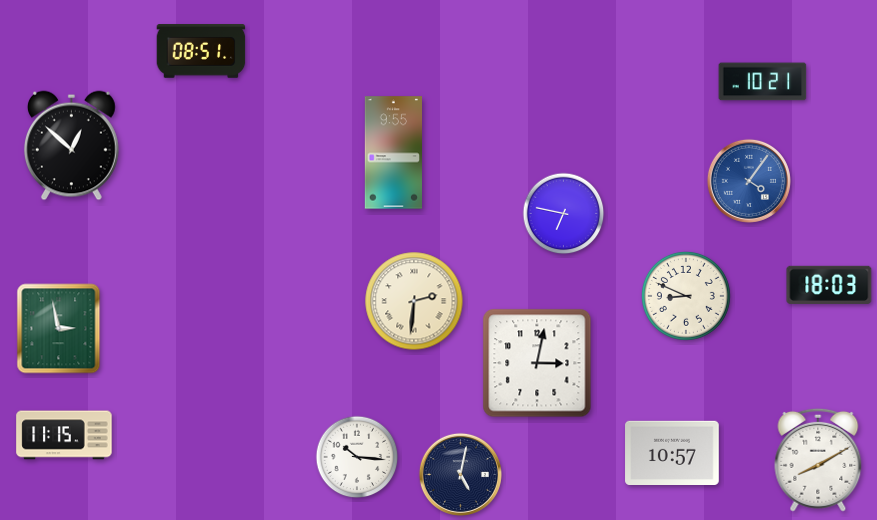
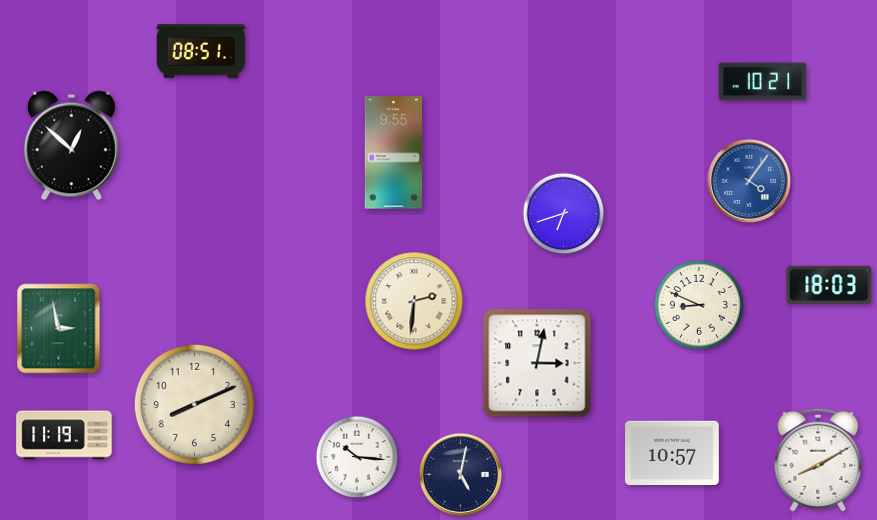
clock at (564, 214): 6:47 -> 6:42
clock at (686, 296) position: (686, 296) -> (699, 305)
clock at (194, 404): none -> 8:11
clock at (64, 435): 11:15 -> 11:19
